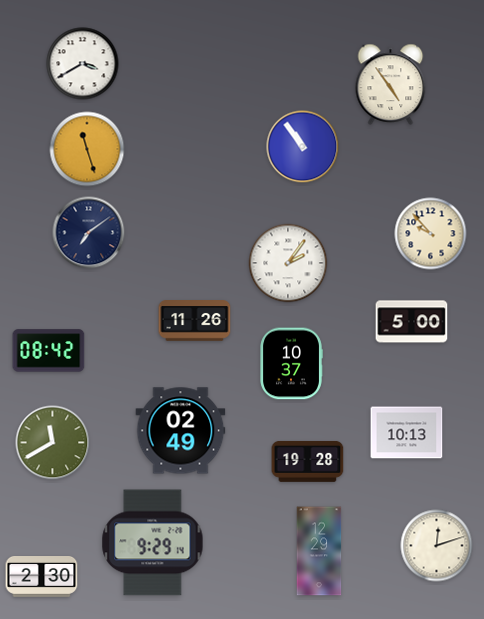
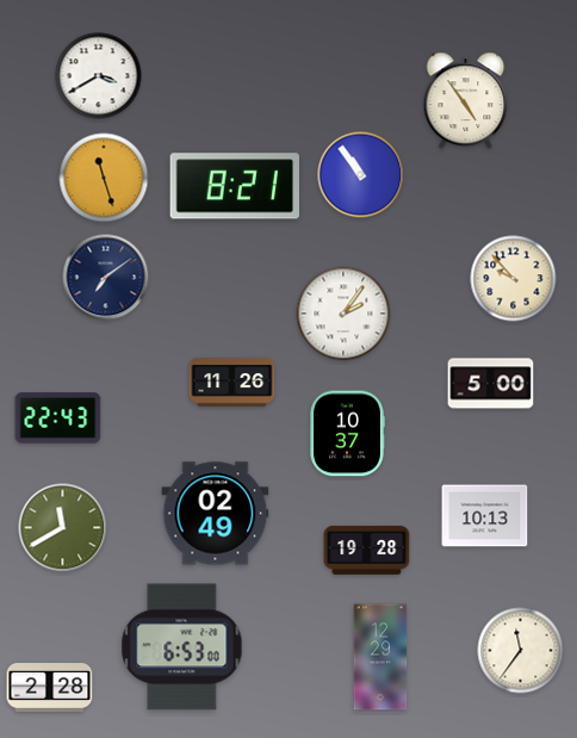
clock at (234, 186): none -> 8:21
clock at (49, 351): 08:42 -> 22:43
clock at (153, 543): 9:29 -> 6:53
clock at (437, 546): 12:12 -> 11:36
clock at (42, 577): 2:30 -> 2:28
